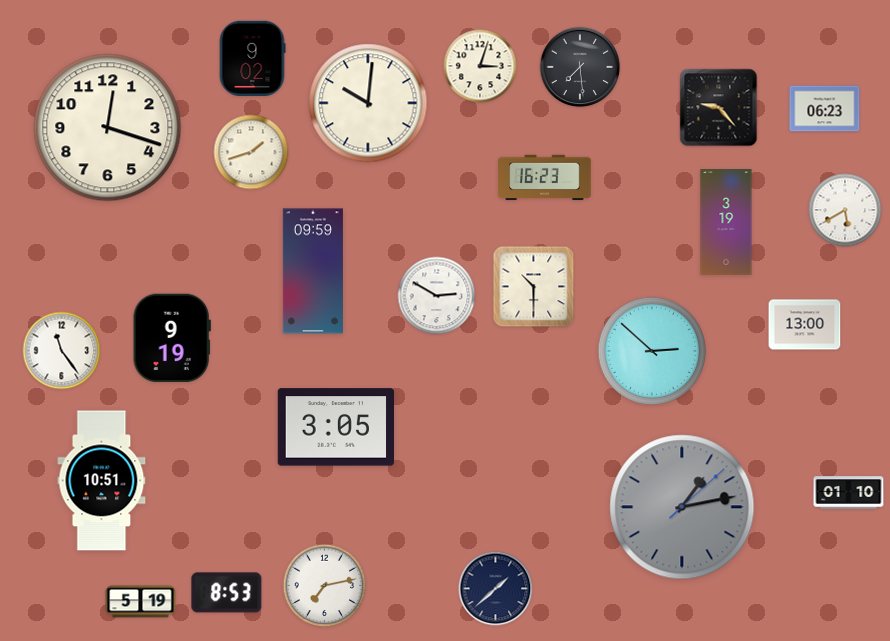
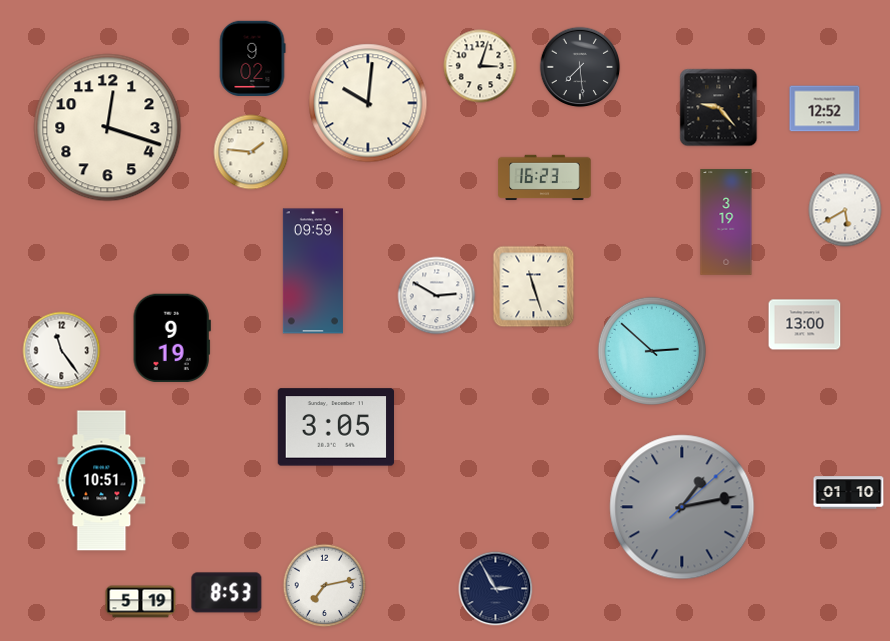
clock at (825, 109): 06:23 -> 12:52
clock at (251, 152): 1:42 -> 1:46
clock at (534, 287): 10:30 -> 11:27
clock at (496, 589): 1:38 -> 2:55
